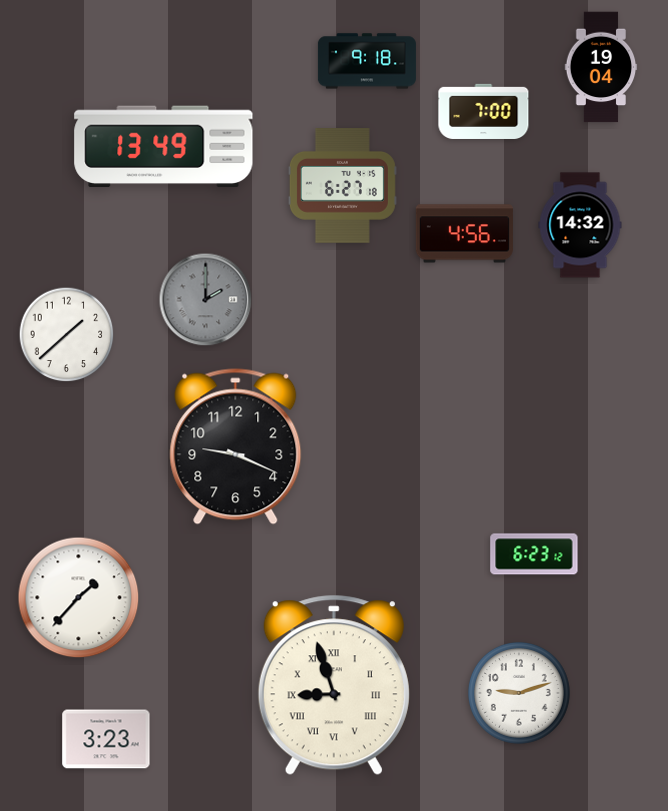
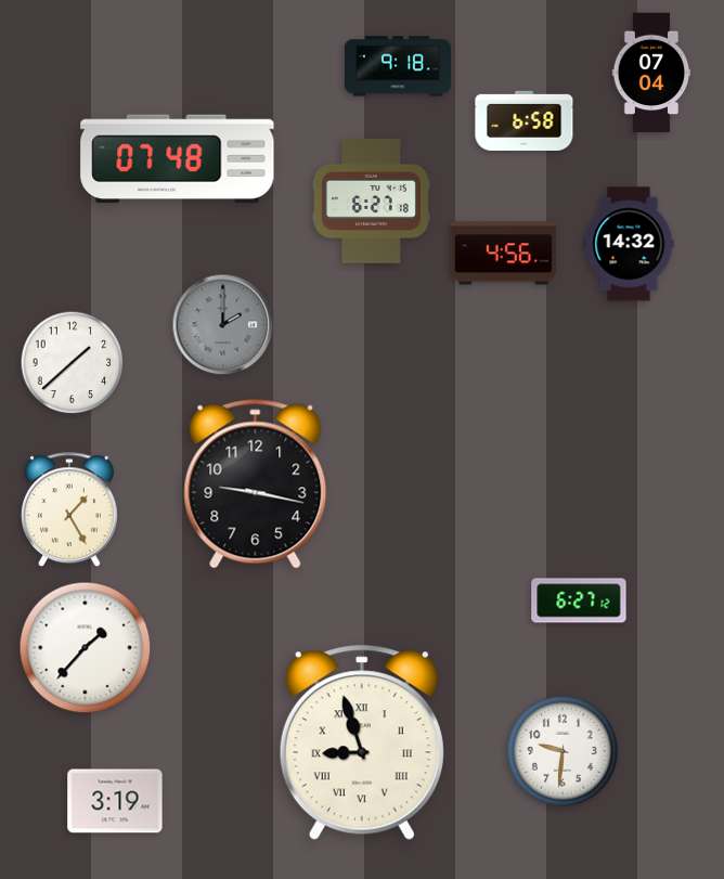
clock at (601, 67): 19:04 -> 07:04
clock at (484, 111): 7:00 -> 6:58
clock at (164, 147): 13:49 -> 07:48
clock at (236, 447): 9:19 -> 9:17
clock at (69, 510): none -> 1:25
clock at (534, 554): 6:23 -> 6:27
clock at (519, 693): 9:12 -> 9:31
clock at (106, 739): 3:23 -> 3:19
